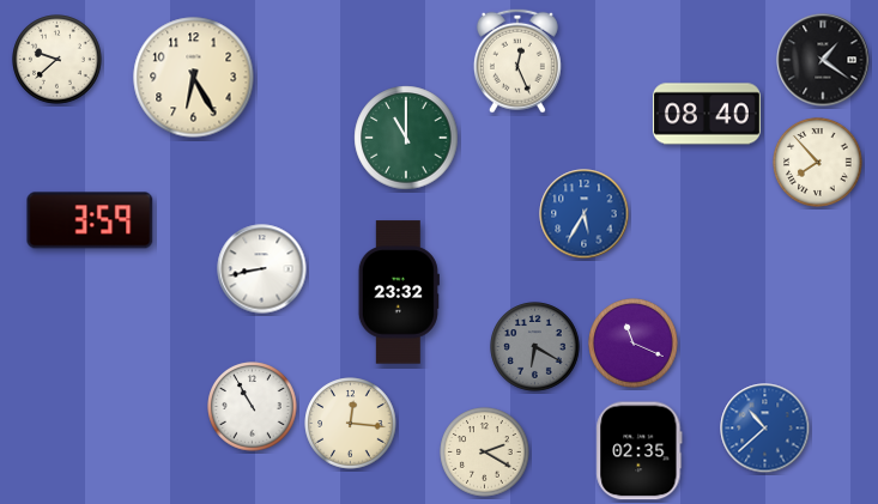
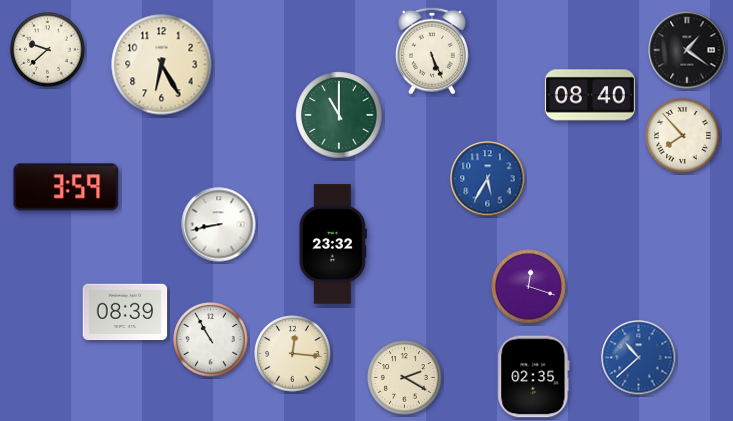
clock at (517, 61): 12:26 -> 5:26
clock at (90, 220) position: (90, 220) -> (66, 187)
clock at (634, 344): 11:19 -> 12:18
clock at (535, 347): 6:20 -> none
clock at (125, 312): none -> 08:39
